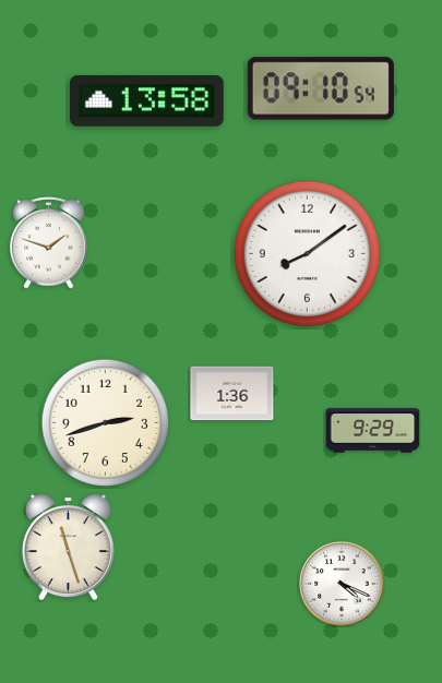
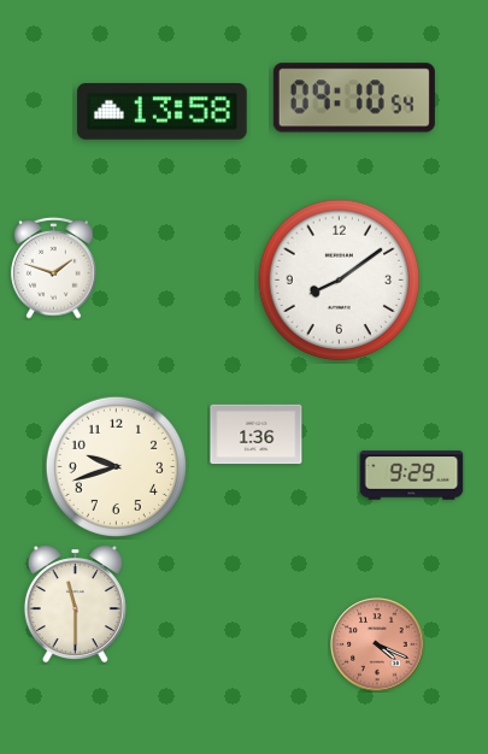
clock at (105, 422): 2:42 -> 9:42
clock at (68, 548): 11:27 -> 11:30
clock at (342, 584) dial: white -> salmon
